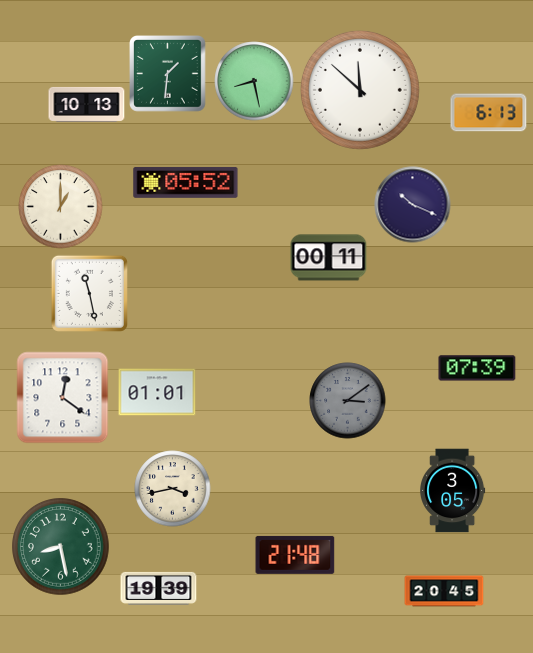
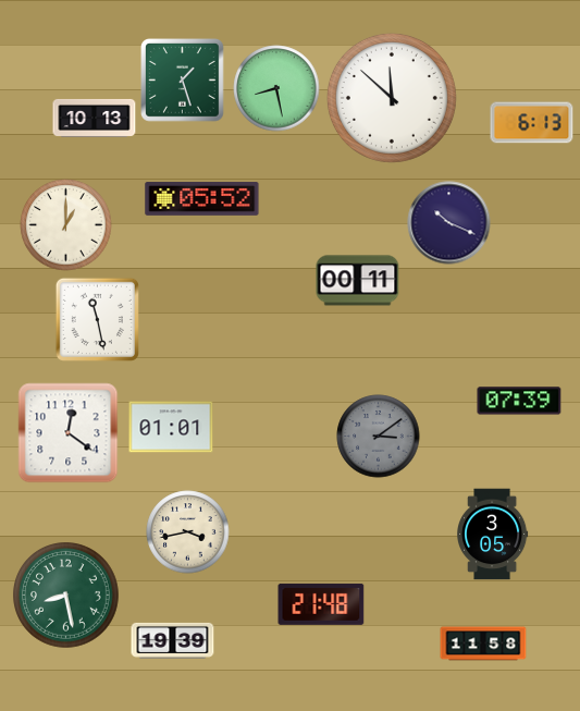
clock at (168, 74): 1:31 -> 1:27
clock at (87, 104) position: (87, 104) -> (95, 118)
clock at (444, 591): 20:45 -> 11:58
